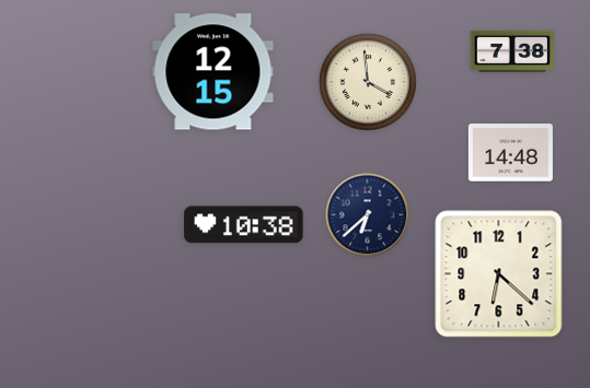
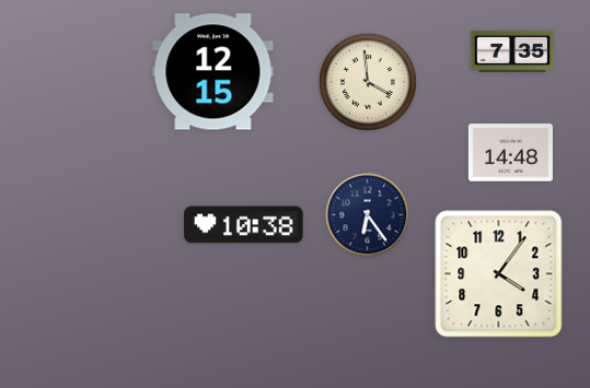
clock at (511, 51): 7:38 -> 7:35
clock at (368, 215): 6:38 -> 6:24
clock at (499, 274): 6:22 -> 4:06
